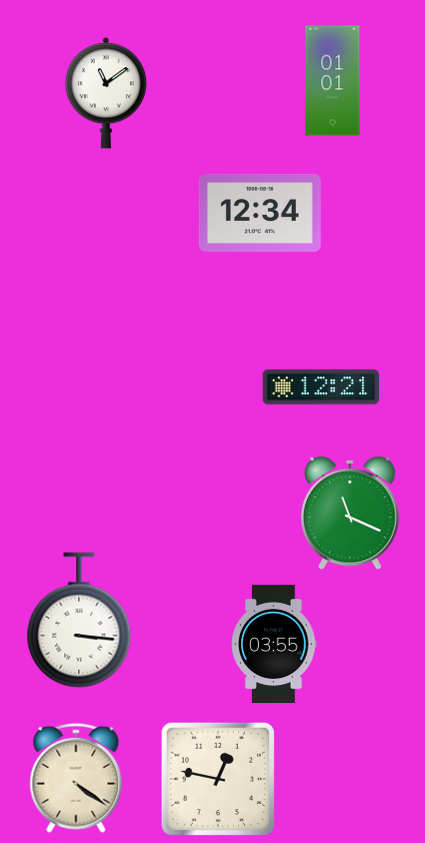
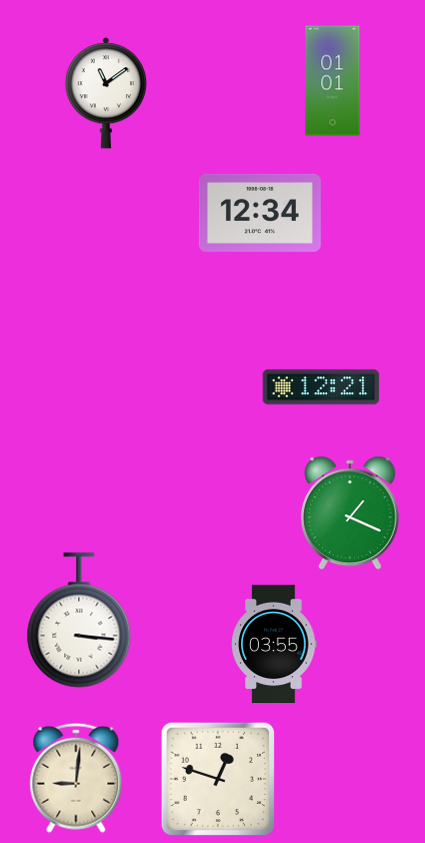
clock at (350, 513): 11:19 -> 1:19
clock at (76, 778): 4:21 -> 9:01
clock at (218, 779): 12:47 -> 12:48
